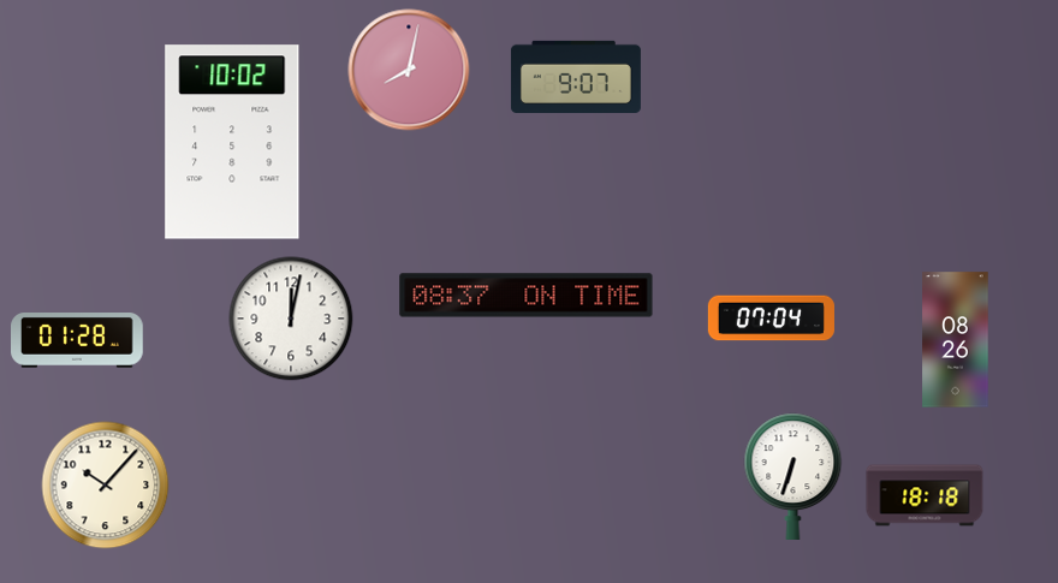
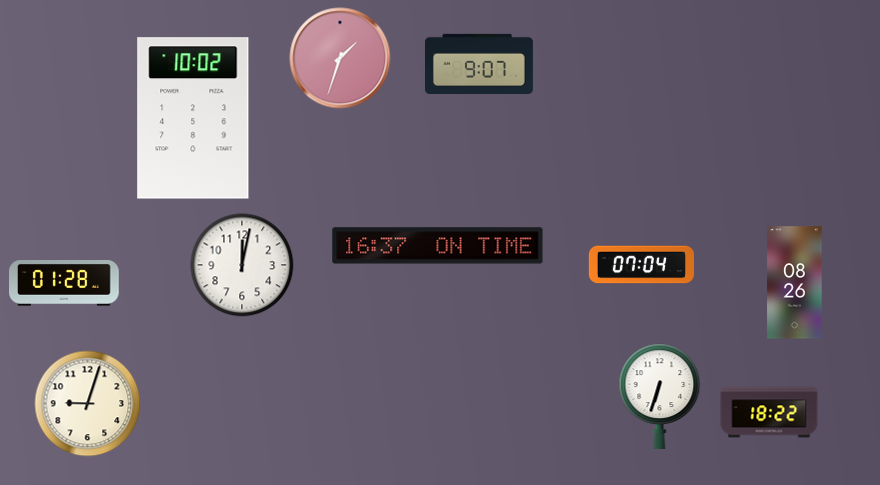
clock at (409, 70): 8:02 -> 1:33
clock at (527, 296): 08:37 -> 16:37
clock at (106, 486): 10:07 -> 9:03
clock at (925, 495): 18:18 -> 18:22
